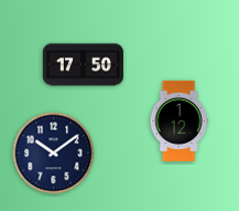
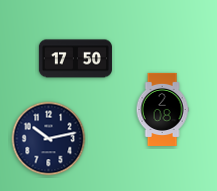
clock at (178, 120): 1:12 -> 2:08
clock at (54, 154): 10:09 -> 10:13
